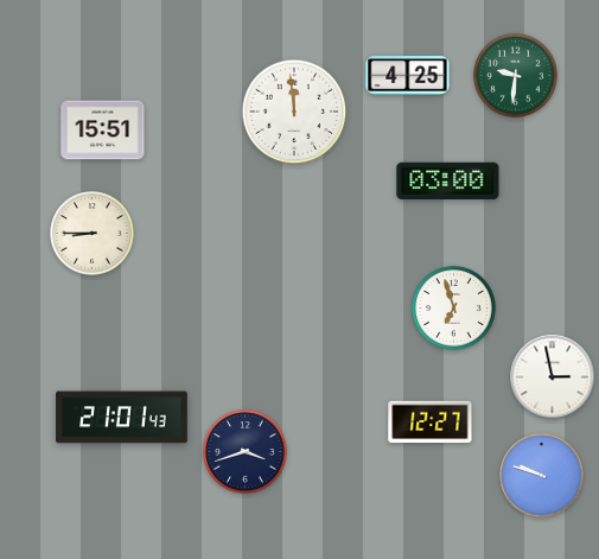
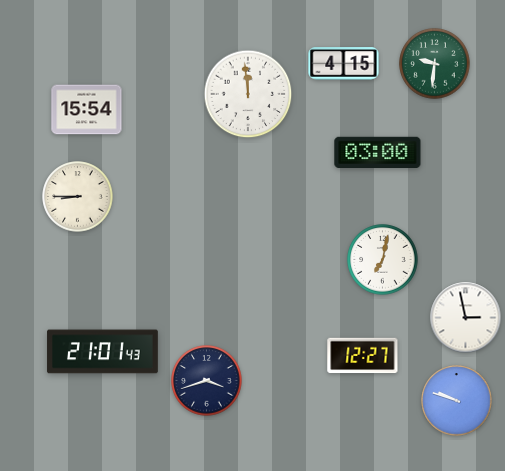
clock at (408, 76): 4:25 -> 4:15
clock at (103, 131): 15:51 -> 15:54
clock at (454, 309): 6:57 -> 7:02
